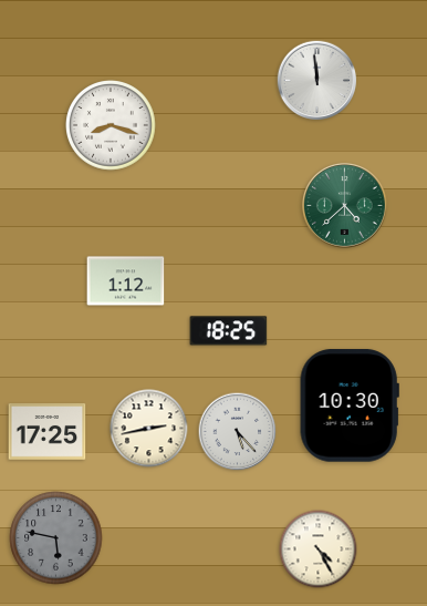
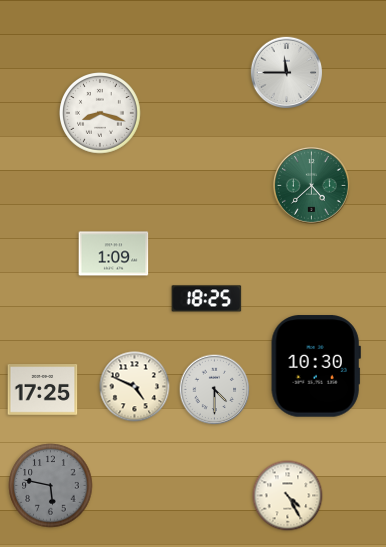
clock at (317, 81): 11:59 -> 11:45
clock at (126, 281): 1:12 -> 1:09
clock at (149, 429): 2:43 -> 4:49
clock at (238, 432): 5:23 -> 4:30
